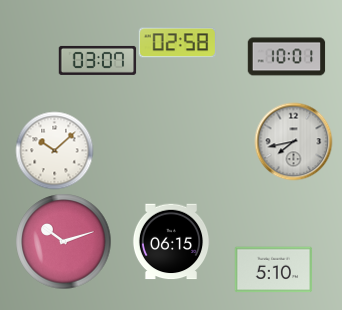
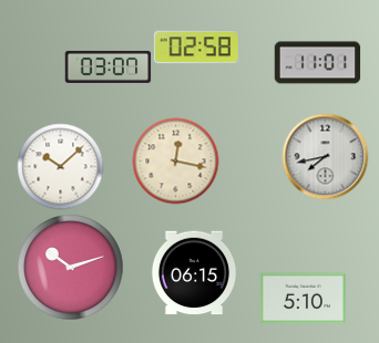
clock at (286, 57): 10:01 -> 11:01
clock at (175, 160): none -> 12:17
clock at (171, 242) position: (171, 242) -> (194, 273)
